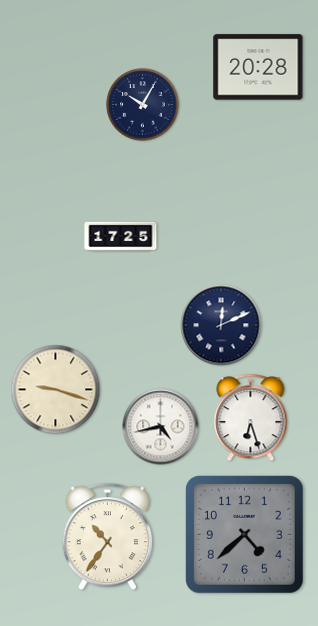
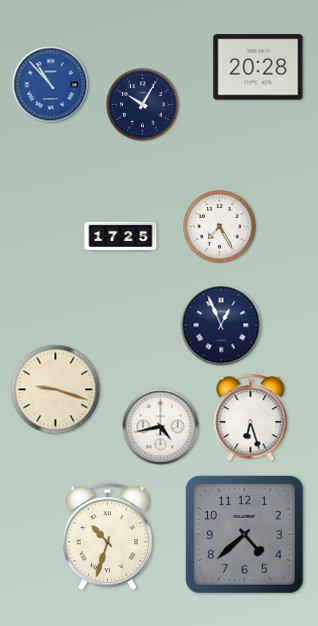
clock at (51, 85): none -> 10:53
clock at (220, 227): none -> 7:25
clock at (221, 325): 12:11 -> 12:56
clock at (108, 537): 10:36 -> 10:33
